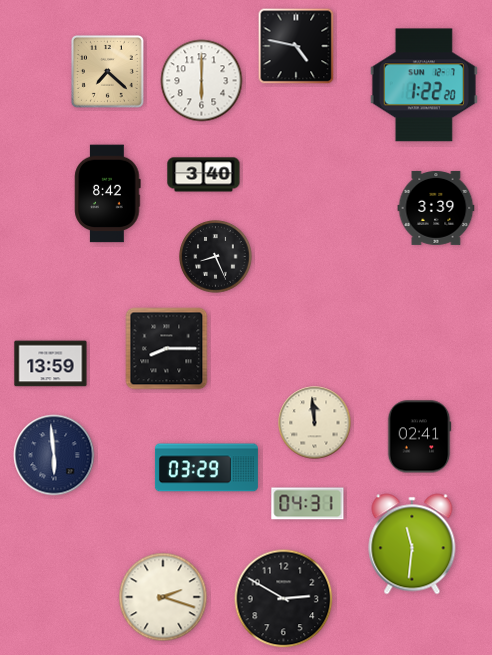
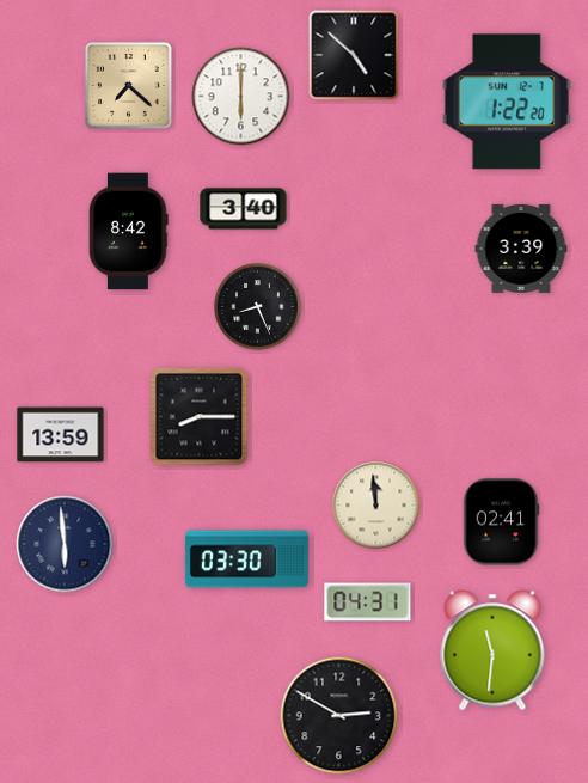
clock at (296, 46): 4:47 -> 4:52
clock at (206, 468): 03:29 -> 03:30
clock at (163, 597): 2:18 -> none
